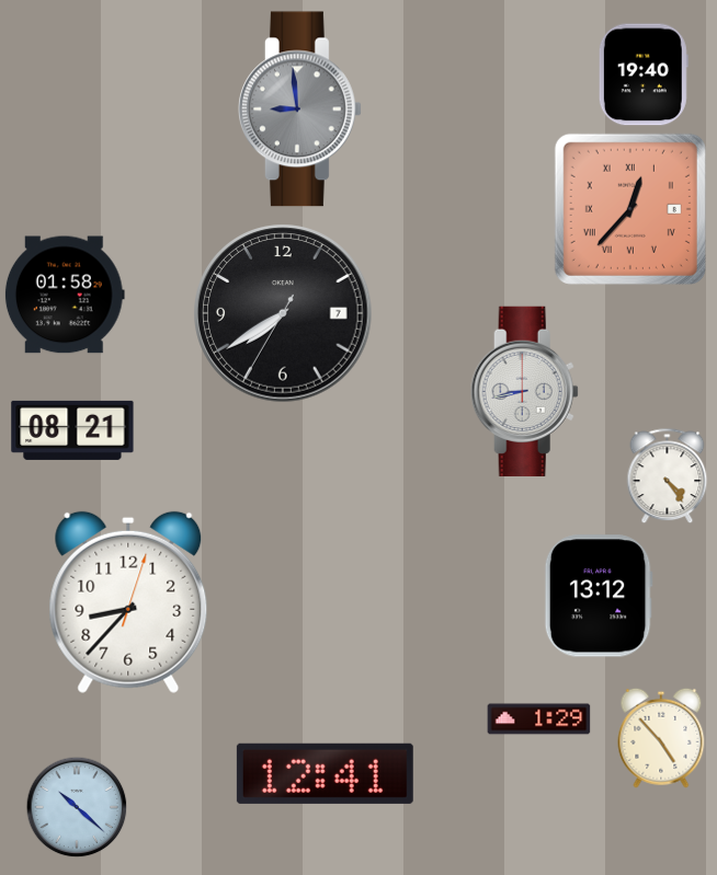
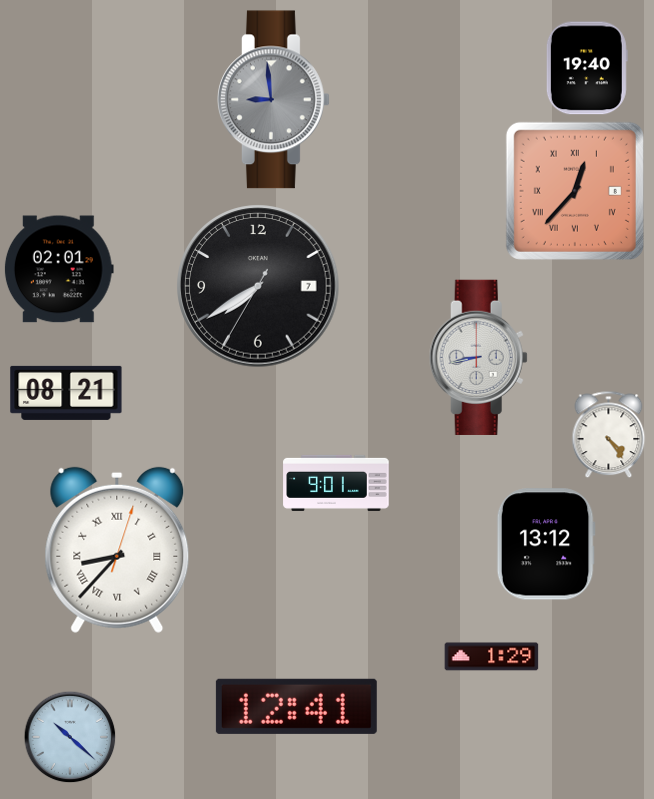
clock at (65, 295): 01:58 -> 02:01
clock at (336, 483): none -> 9:01
clock at (128, 602) numerals: Arabic -> Roman
clock at (661, 738): 4:53 -> none
